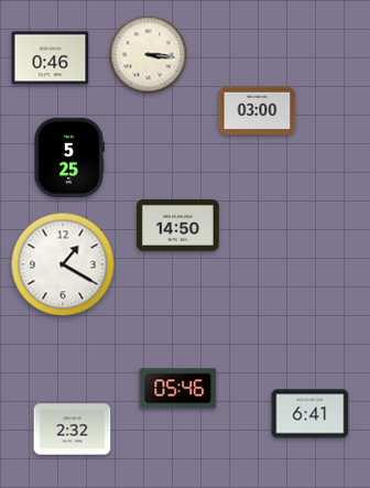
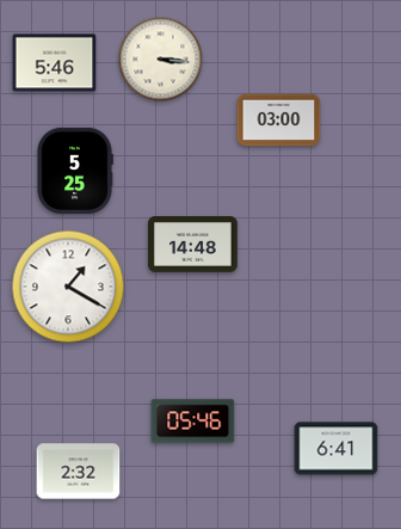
clock at (51, 58): 0:46 -> 5:46
clock at (178, 226): 14:50 -> 14:48
clock at (73, 430) position: (73, 430) -> (79, 472)
